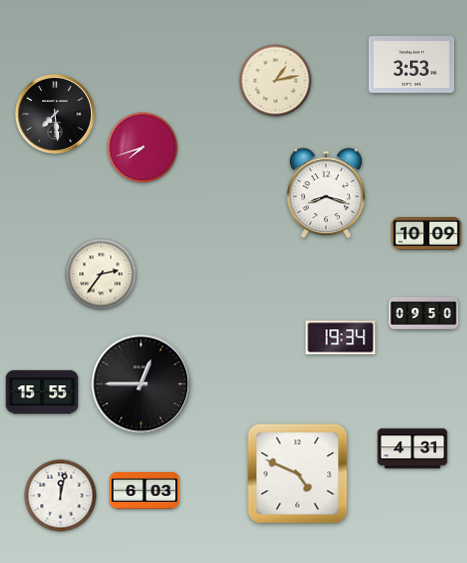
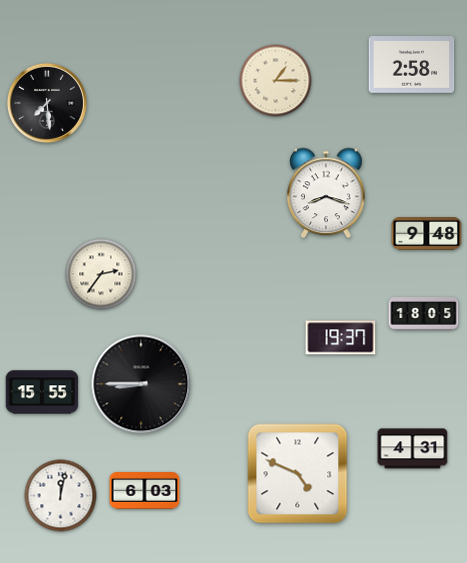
clock at (412, 65): 3:53 -> 2:58
clock at (276, 81): 1:13 -> 1:15
clock at (55, 114) position: (55, 114) -> (47, 103)
clock at (143, 148): 7:42 -> none
clock at (427, 234): 10:09 -> 9:48
clock at (424, 314): 09:50 -> 18:05
clock at (341, 338): 19:34 -> 19:37
clock at (141, 384): 12:45 -> 8:45
